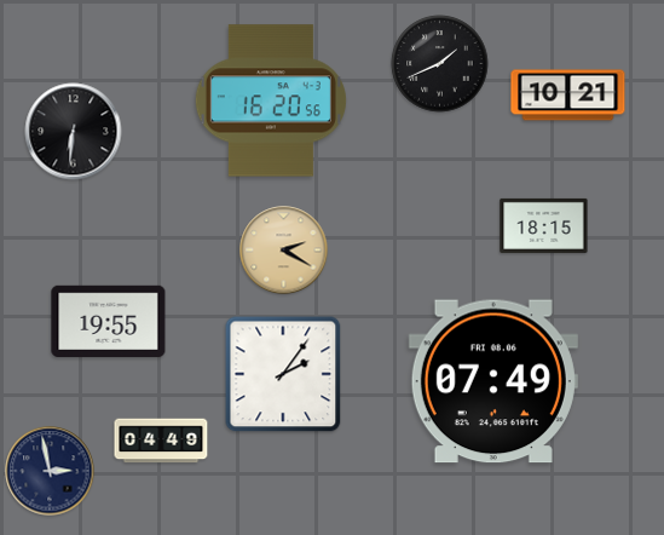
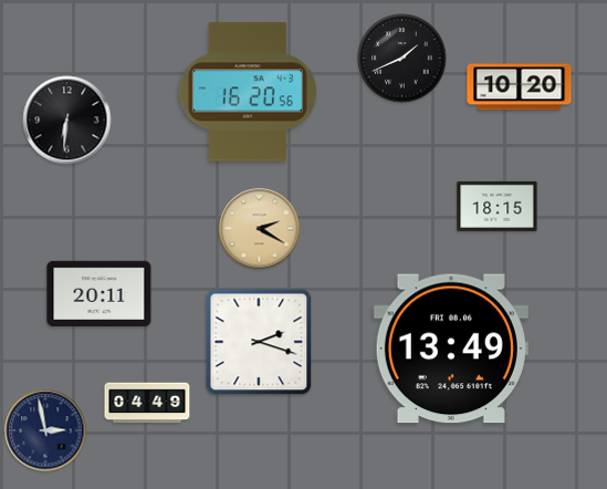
clock at (568, 96): 10:21 -> 10:20
clock at (109, 321): 19:55 -> 20:11
clock at (283, 374): 2:06 -> 2:18
clock at (493, 381): 07:49 -> 13:49
